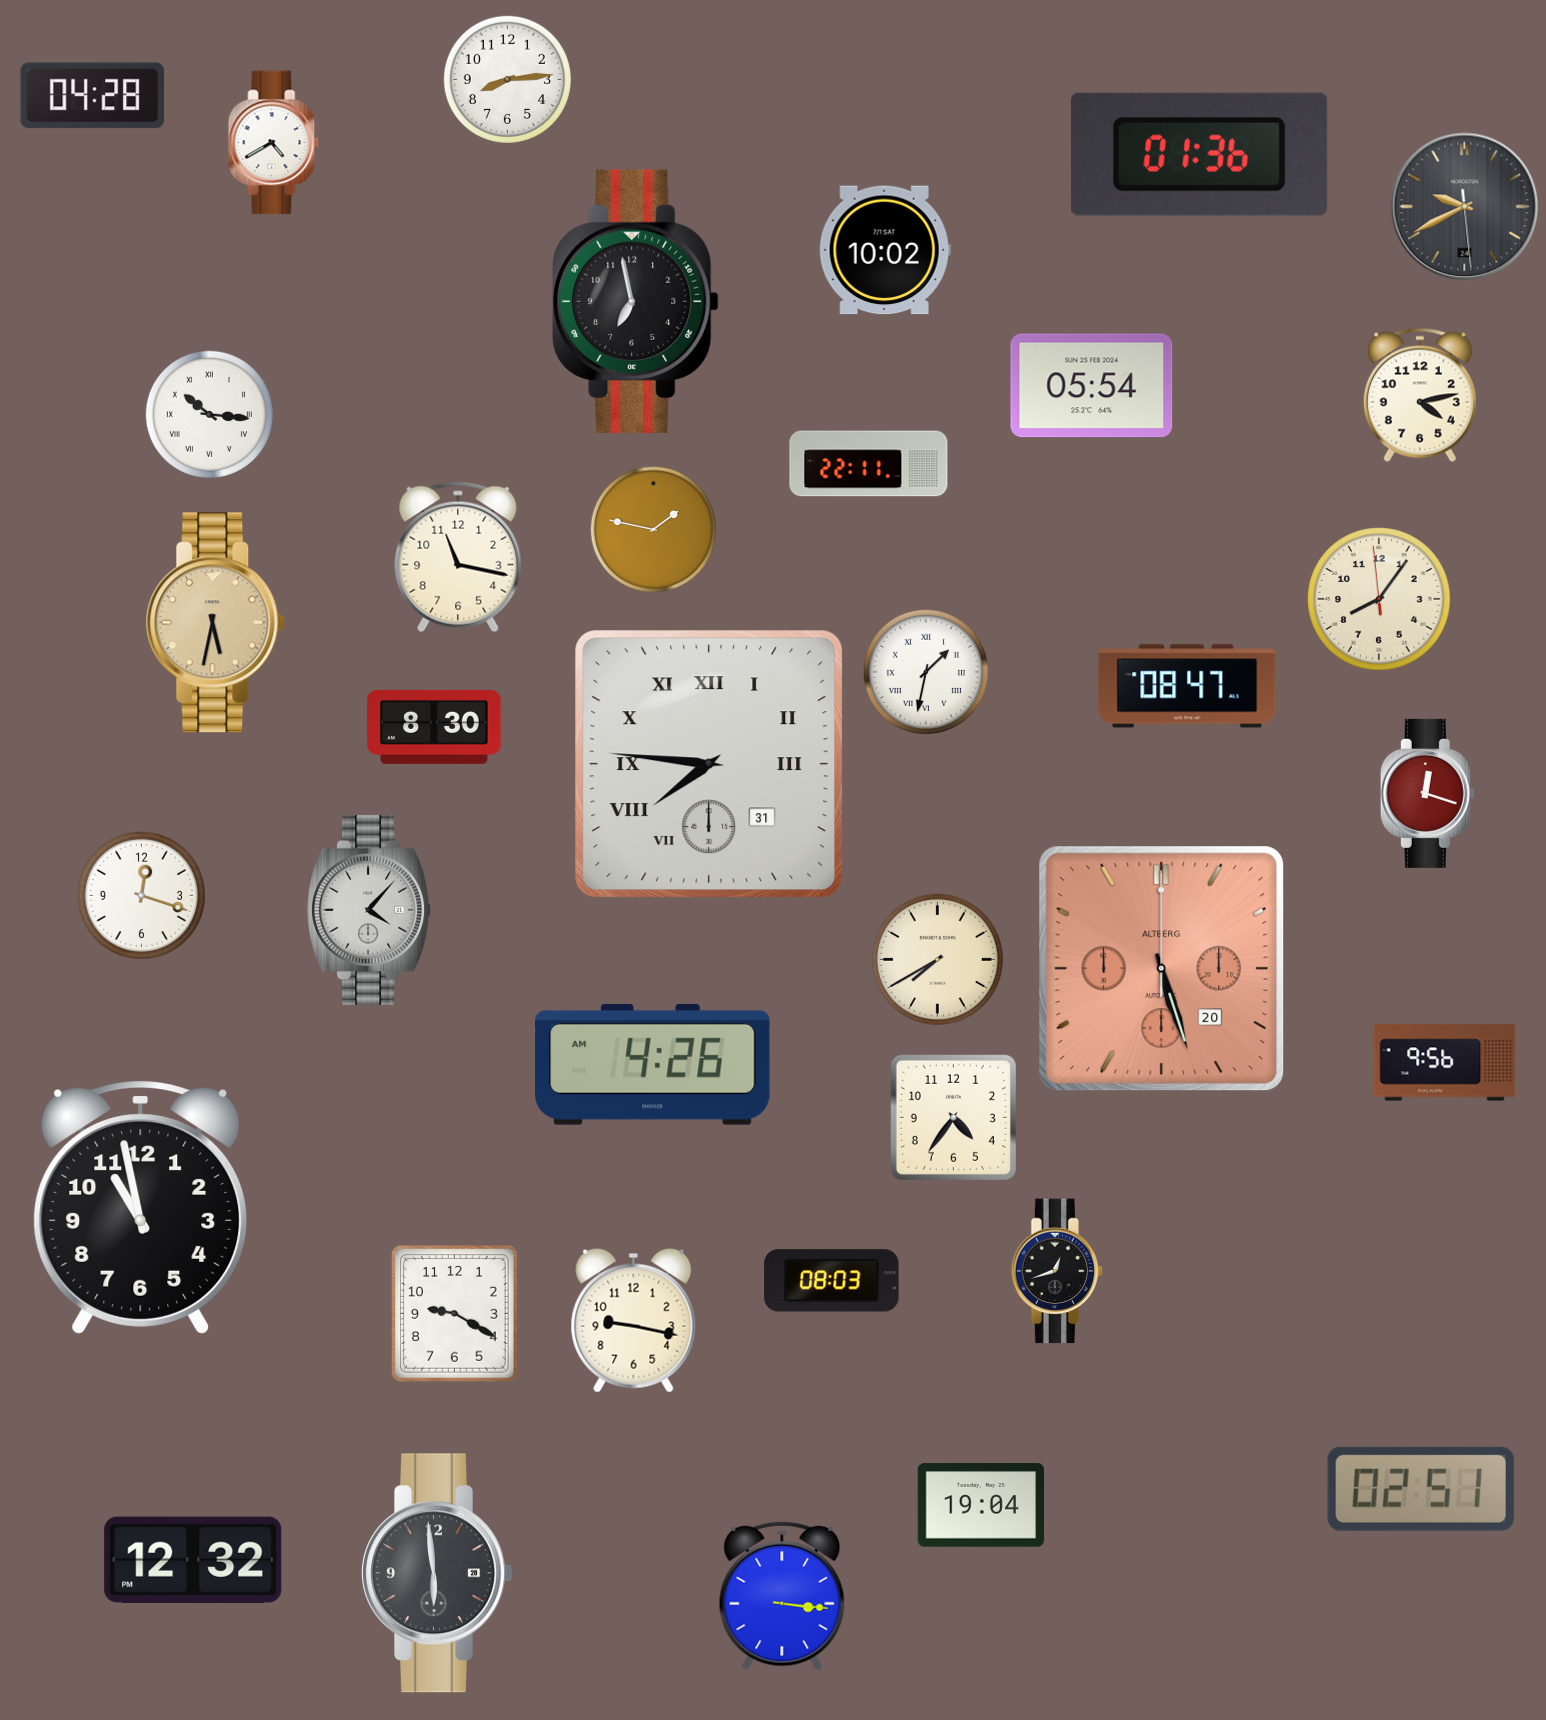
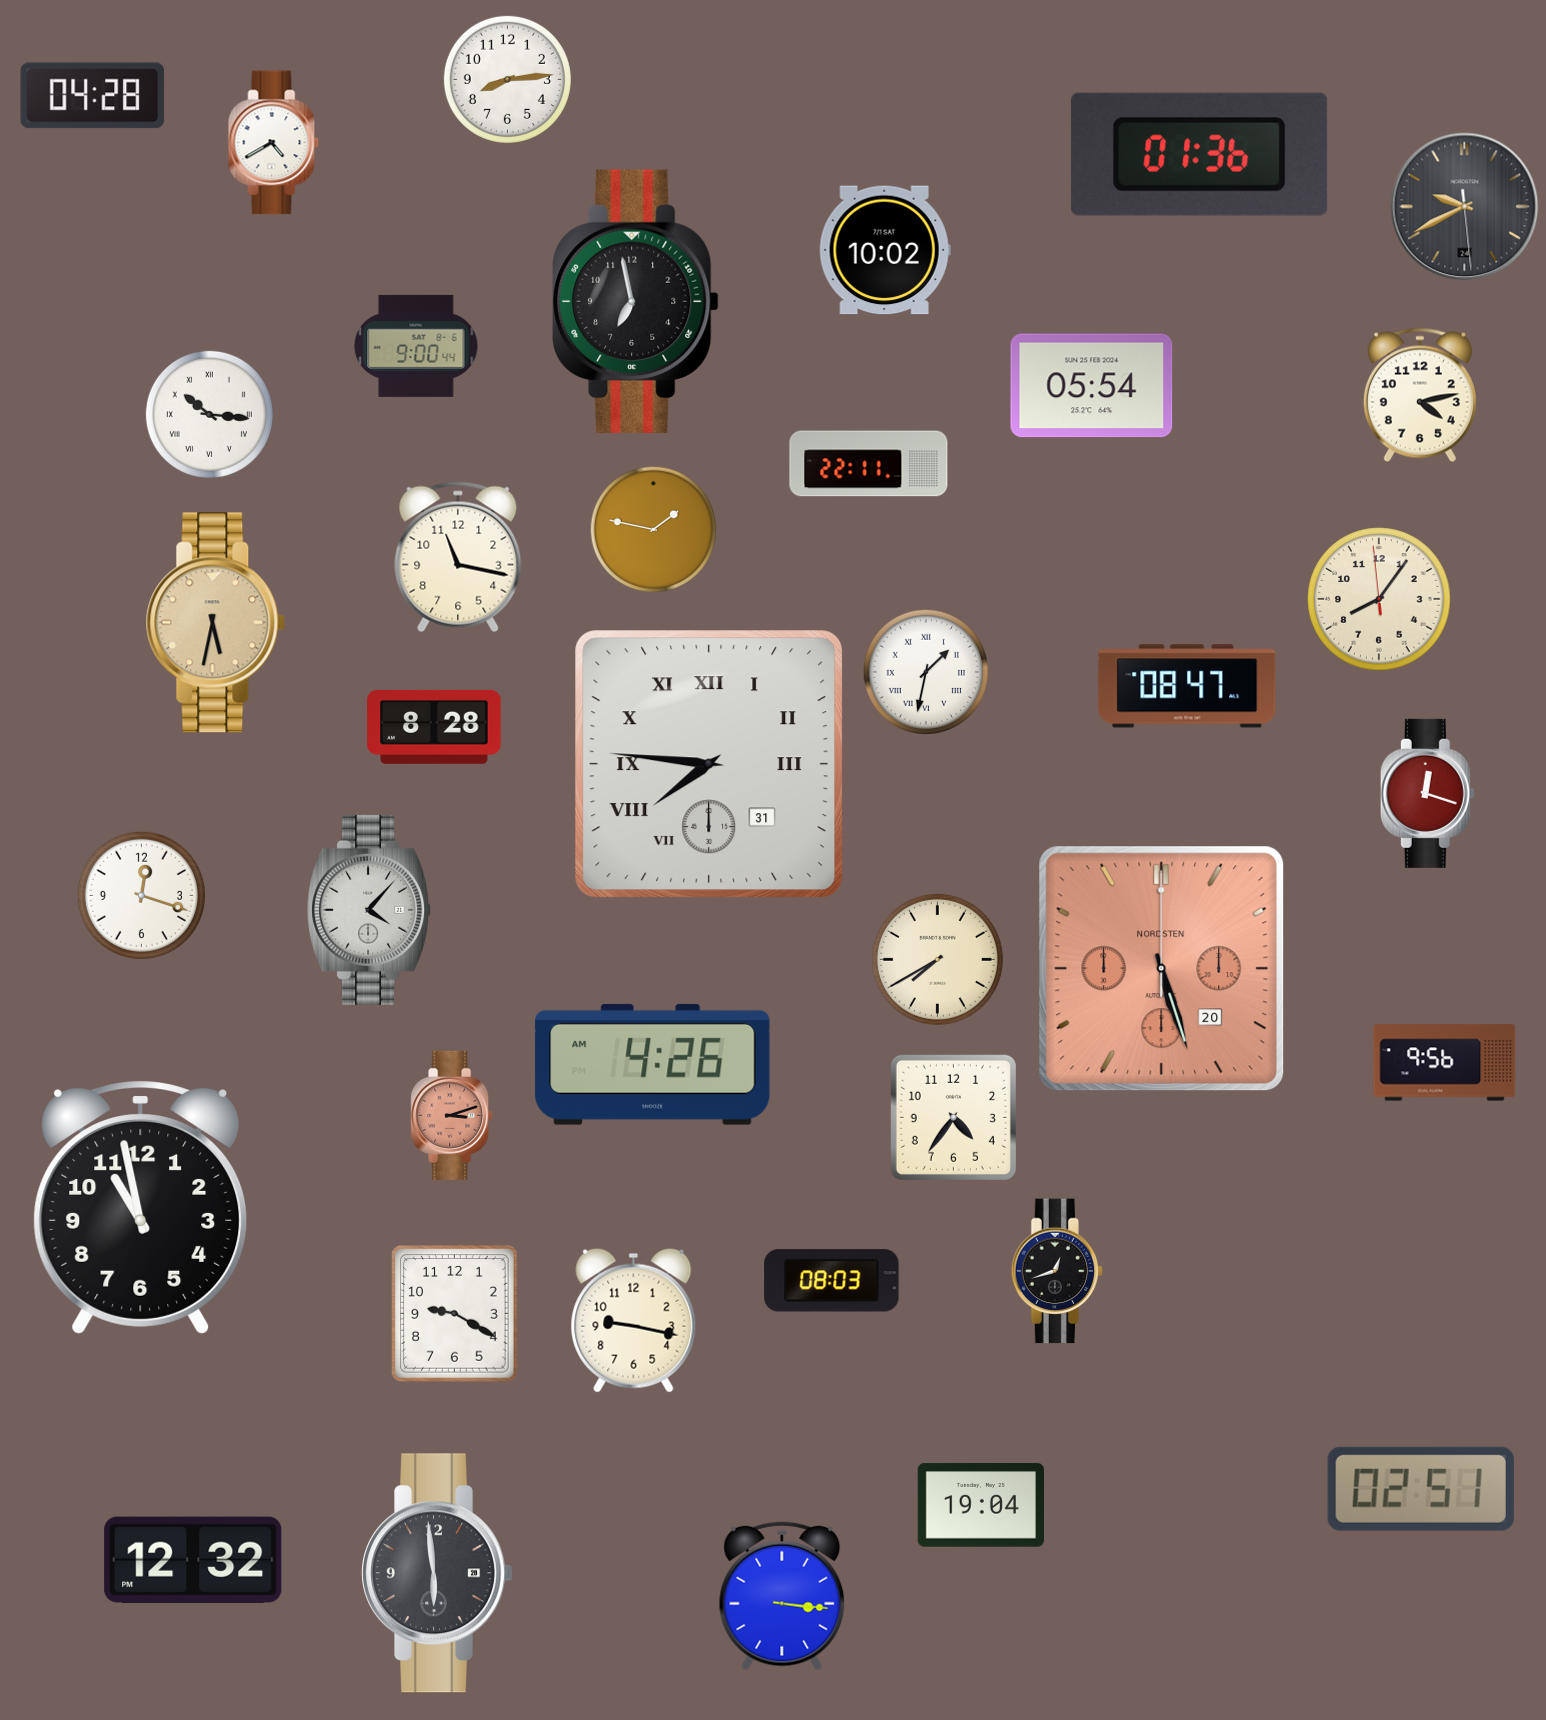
clock at (416, 346): none -> 9:00
clock at (434, 727): 8:30 -> 8:28
clock at (1162, 969) brand: ALTBERG -> NORDSTEN
clock at (452, 1115): none -> 3:12
